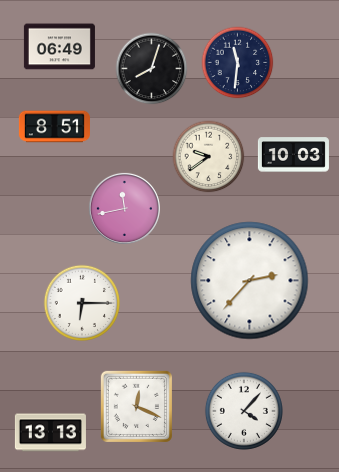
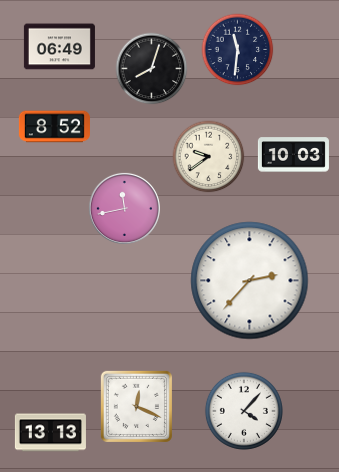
clock at (238, 63) position: (238, 63) -> (238, 50)
clock at (54, 127): 8:51 -> 8:52
clock at (81, 302): 6:15 -> none
